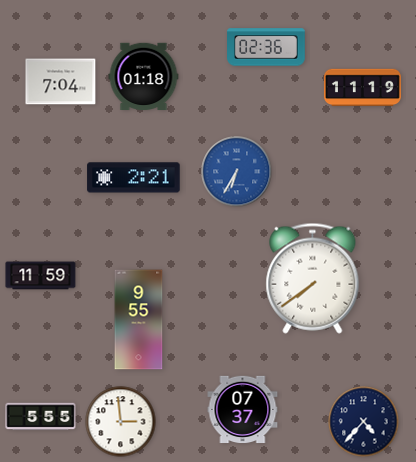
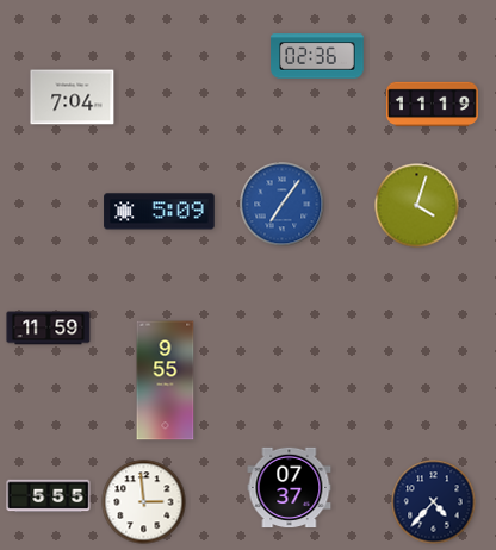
clock at (144, 77): 01:18 -> none
clock at (237, 172): 6:35 -> 7:06
clock at (417, 206): none -> 4:03
clock at (134, 178): 2:21 -> 5:09
clock at (313, 278): 7:39 -> none
